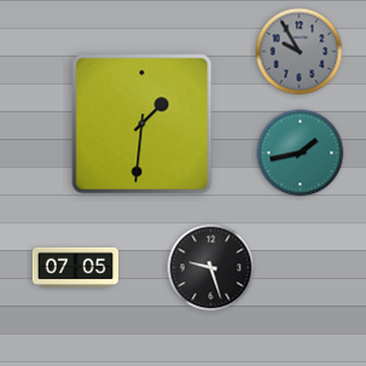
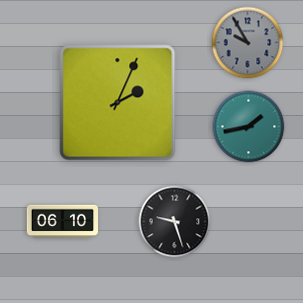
clock at (143, 124): 1:31 -> 2:04
clock at (75, 268): 07:05 -> 06:10
